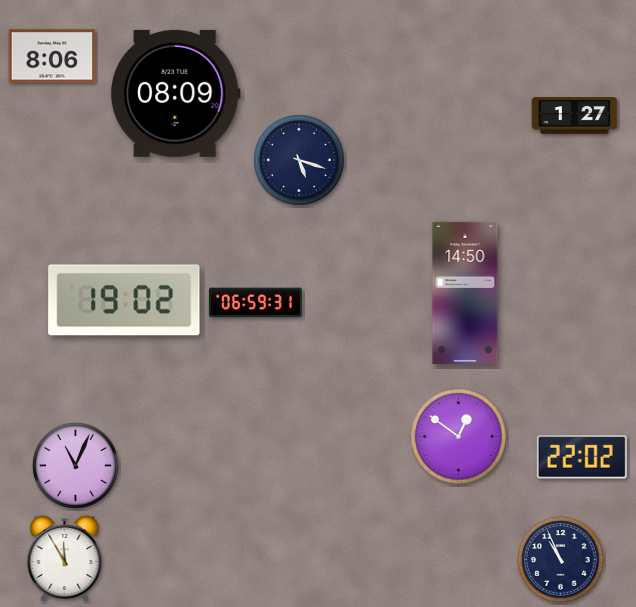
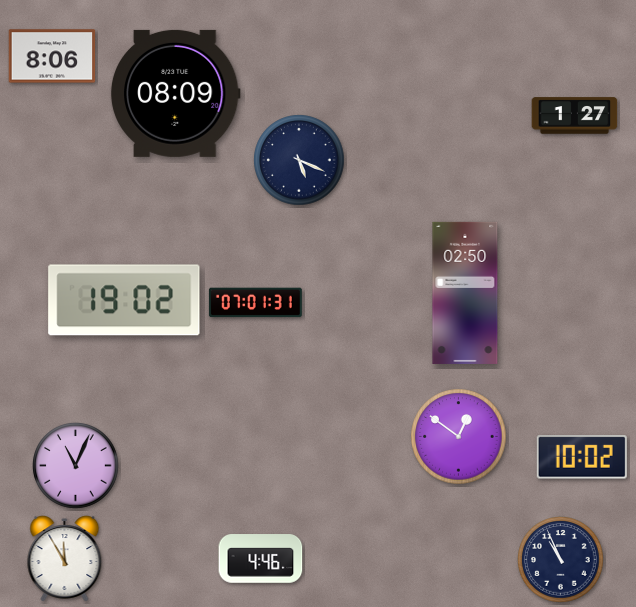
clock at (299, 160): 5:18 -> 5:19
clock at (465, 293): 14:50 -> 02:50
clock at (255, 303): 06:59 -> 07:01
clock at (582, 457): 22:02 -> 10:02
clock at (261, 559): none -> 4:46
